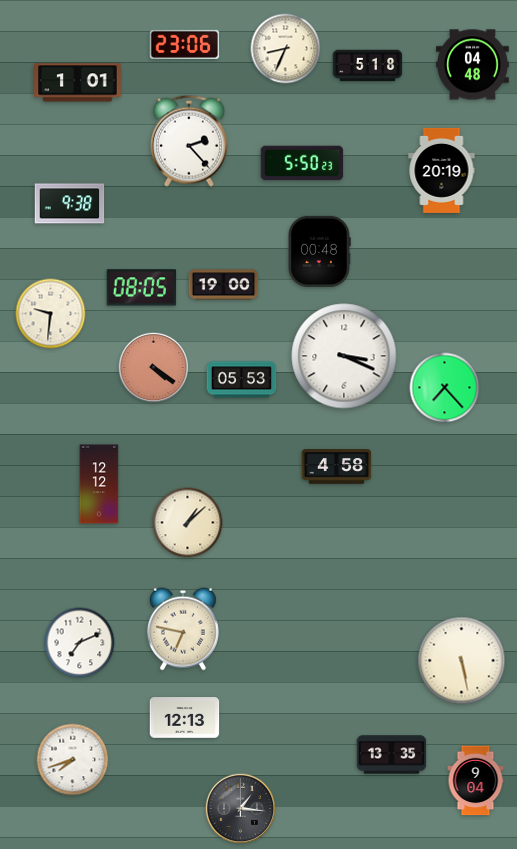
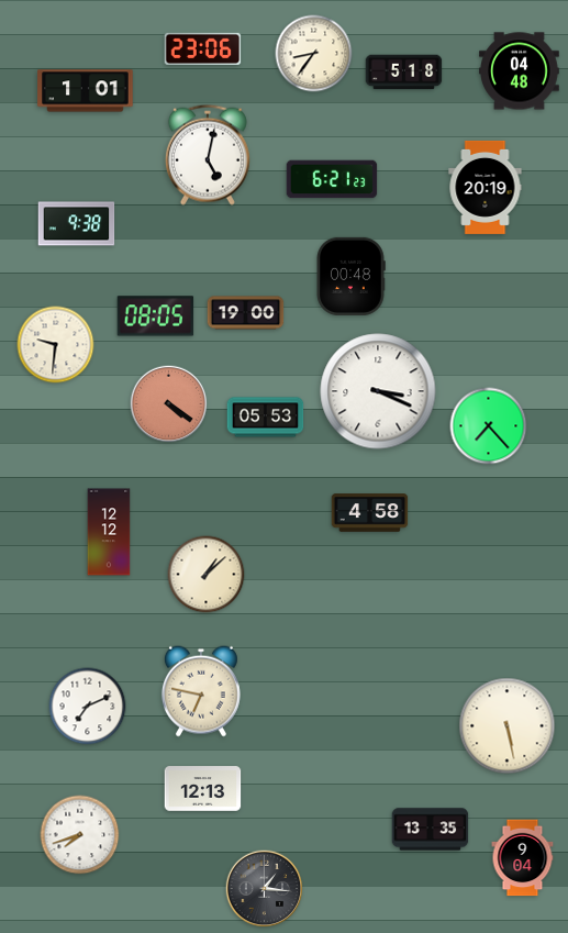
clock at (286, 49): 8:34 -> 8:36
clock at (189, 141): 2:23 -> 5:02
clock at (302, 163): 5:50 -> 6:21
